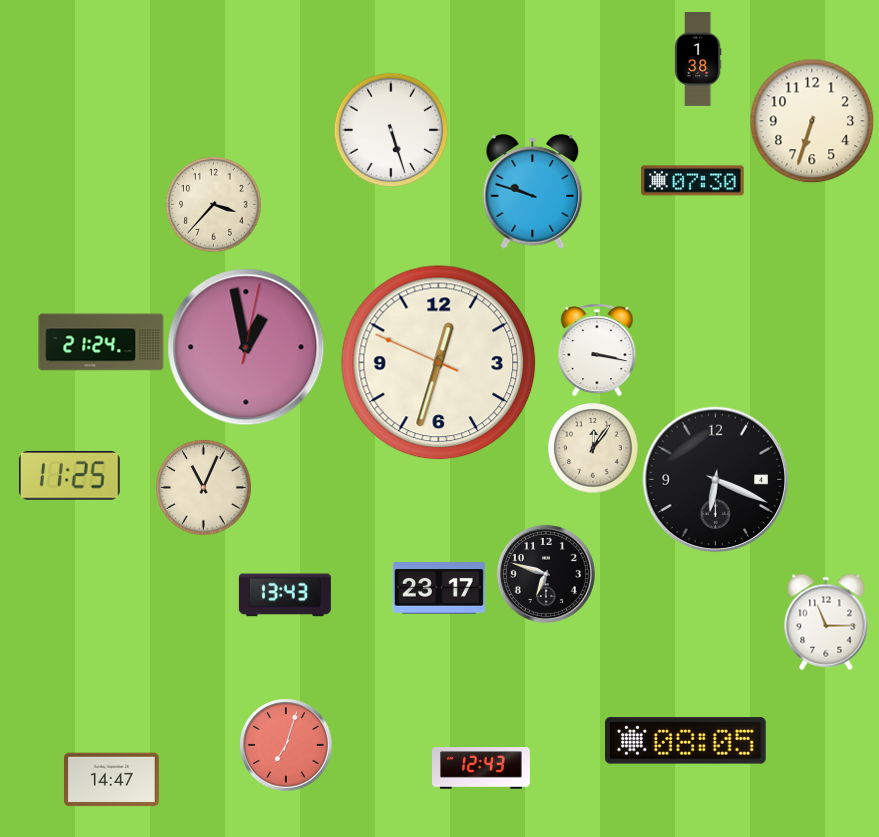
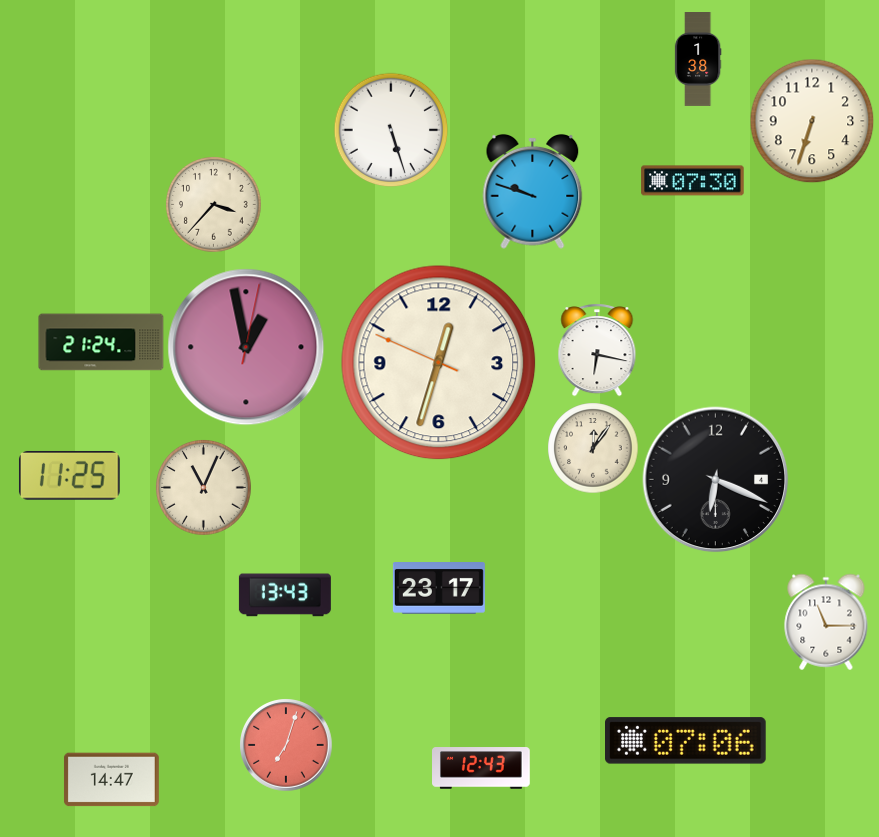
clock at (597, 350): 3:17 -> 6:17
clock at (546, 574): 6:48 -> none
clock at (686, 741): 08:05 -> 07:06
